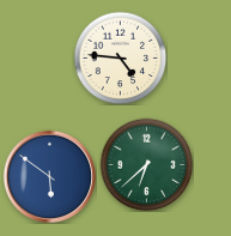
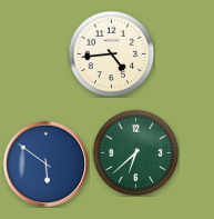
clock at (120, 58): 4:46 -> 4:44
